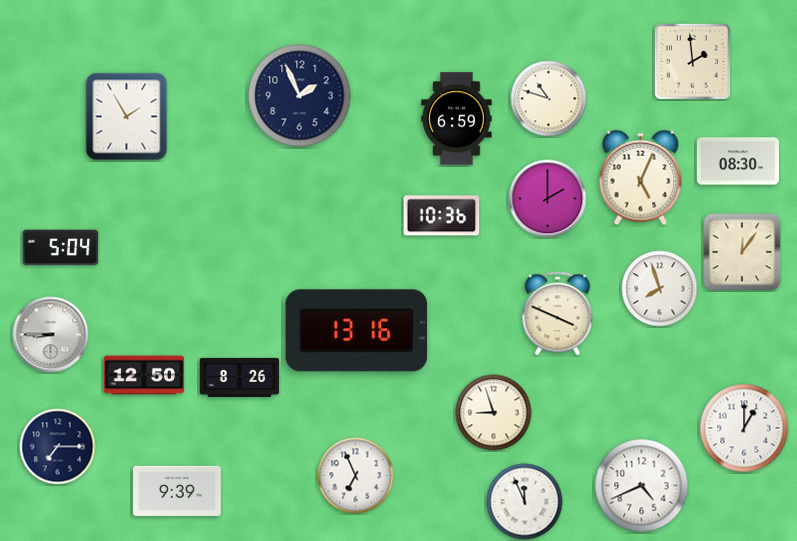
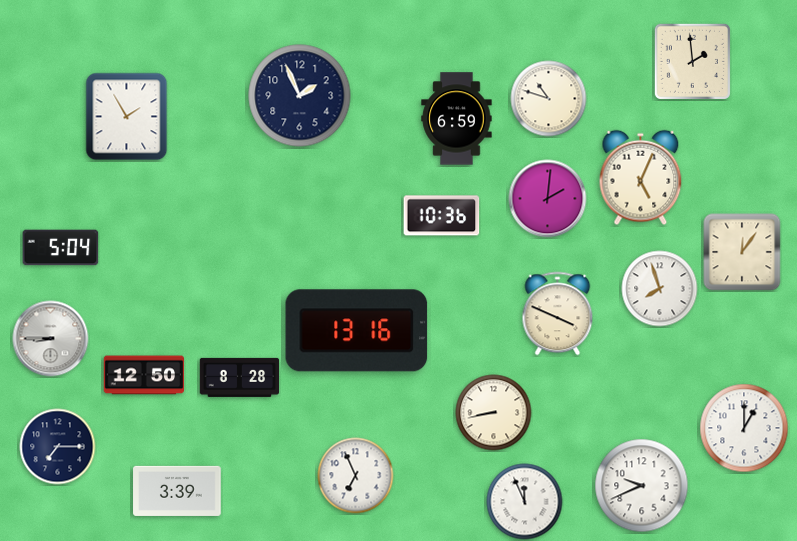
clock at (738, 161): 08:30 -> none
clock at (548, 199): 2:00 -> 2:01
clock at (51, 335) position: (51, 335) -> (51, 339)
clock at (240, 377): 8:26 -> 8:28
clock at (494, 413): 8:57 -> 8:43
clock at (642, 486): 4:41 -> 9:41
clock at (177, 491): 9:39 -> 3:39
